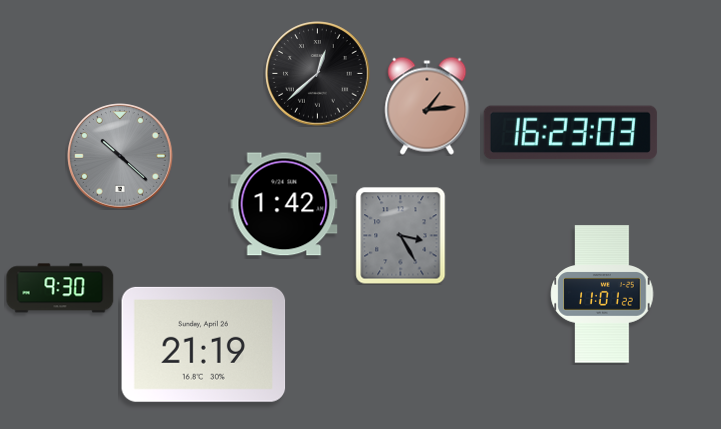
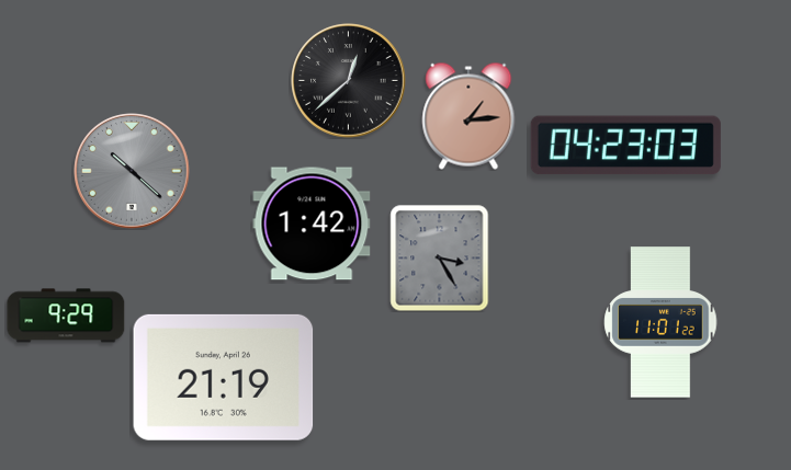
clock at (570, 133): 16:23 -> 04:23
clock at (60, 288): 9:30 -> 9:29
